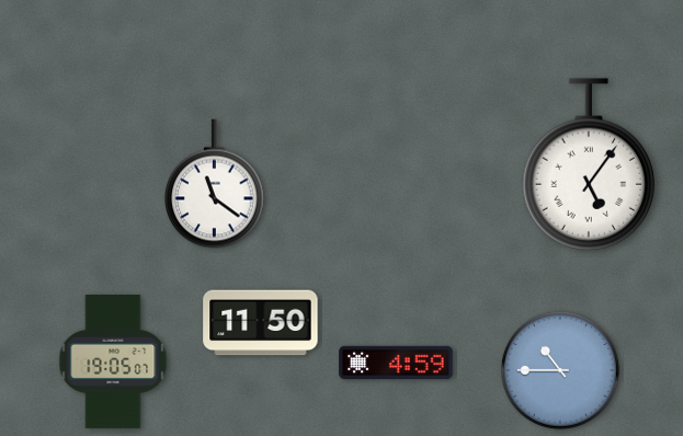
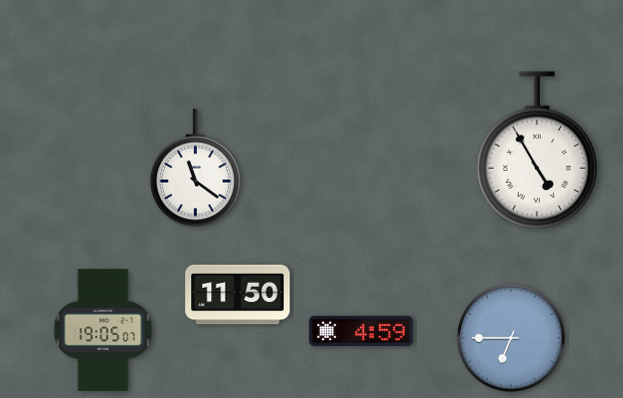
clock at (589, 164): 5:06 -> 4:55
clock at (560, 370): 10:45 -> 6:45
